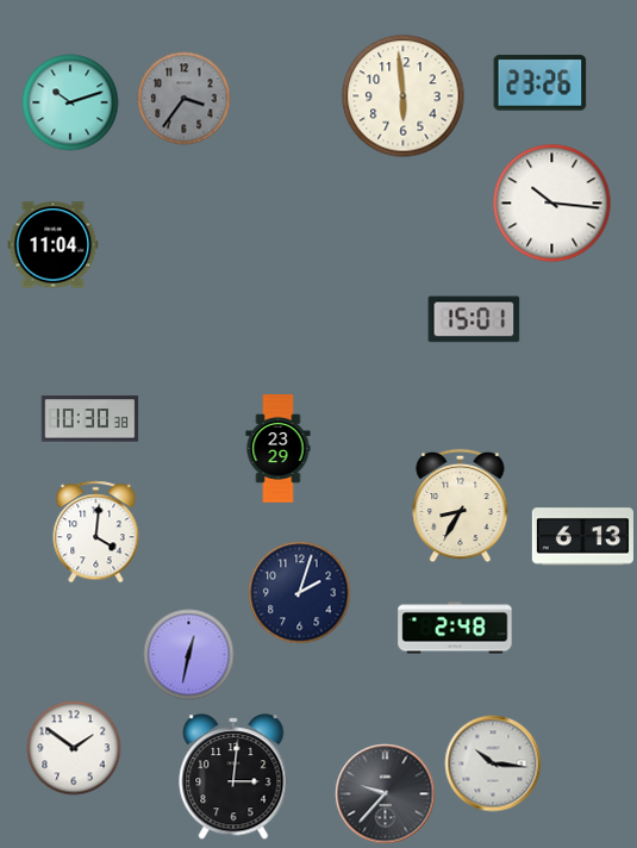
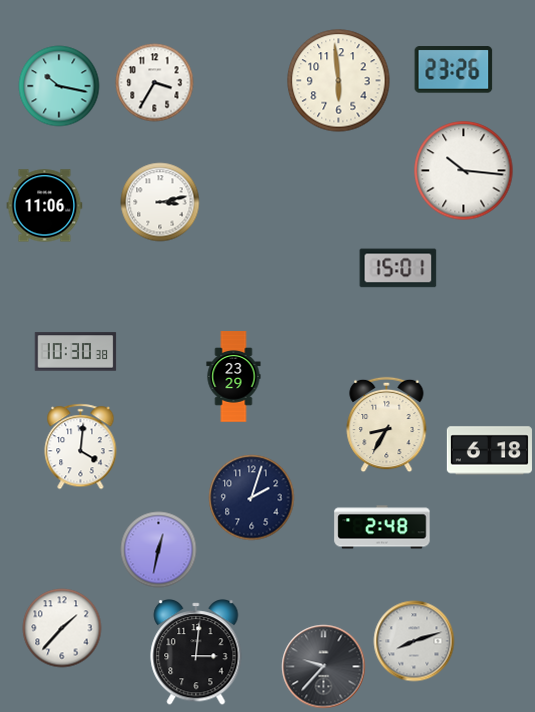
clock at (185, 99): 3:36 -> 3:35
clock at (185, 99) dial: grey -> white
clock at (70, 102): 10:12 -> 10:17
clock at (160, 202): none -> 3:13
clock at (54, 245): 11:04 -> 11:06
clock at (582, 537): 6:13 -> 6:18
clock at (74, 748): 1:51 -> 1:37
clock at (493, 763): 10:16 -> 8:12
